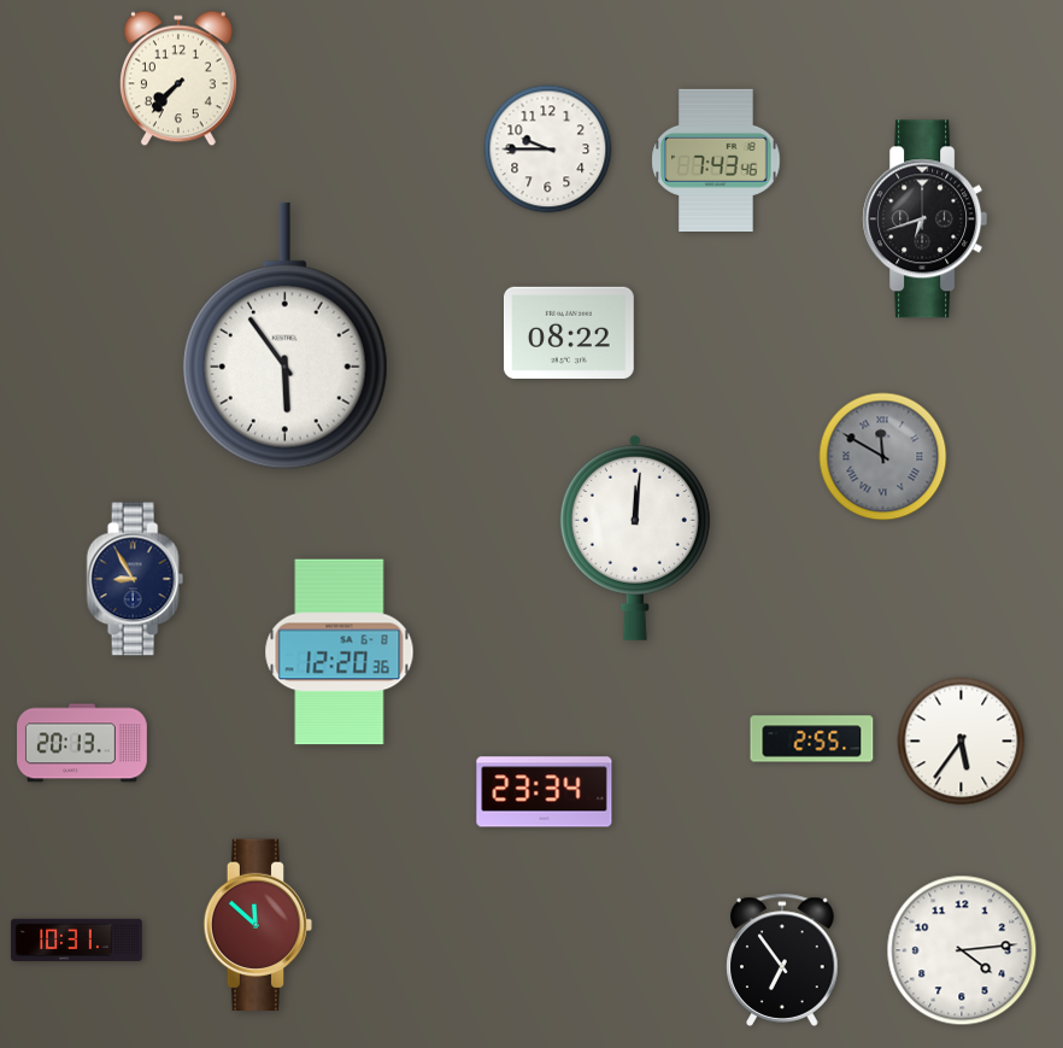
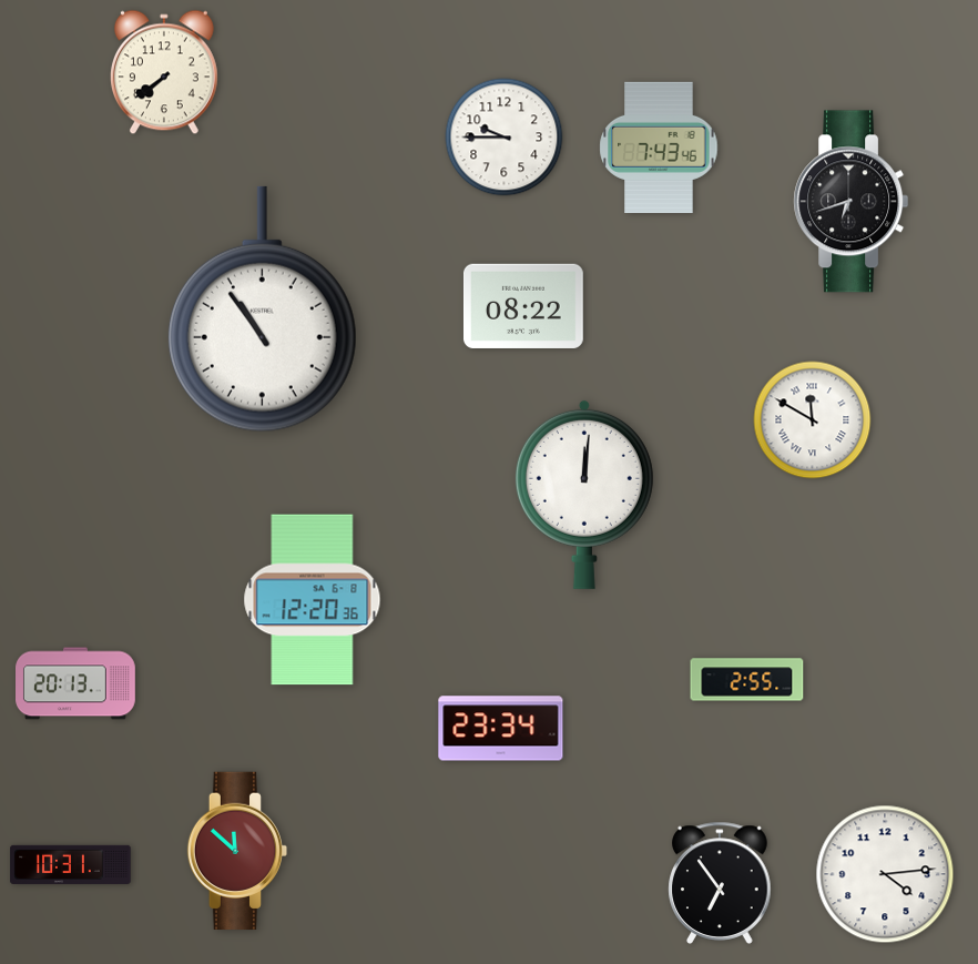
clock at (178, 78): 7:37 -> 7:39
clock at (284, 336): 5:54 -> 10:54
clock at (883, 457) dial: grey -> white
clock at (135, 579): 8:55 -> none
clock at (962, 742): 5:36 -> none
